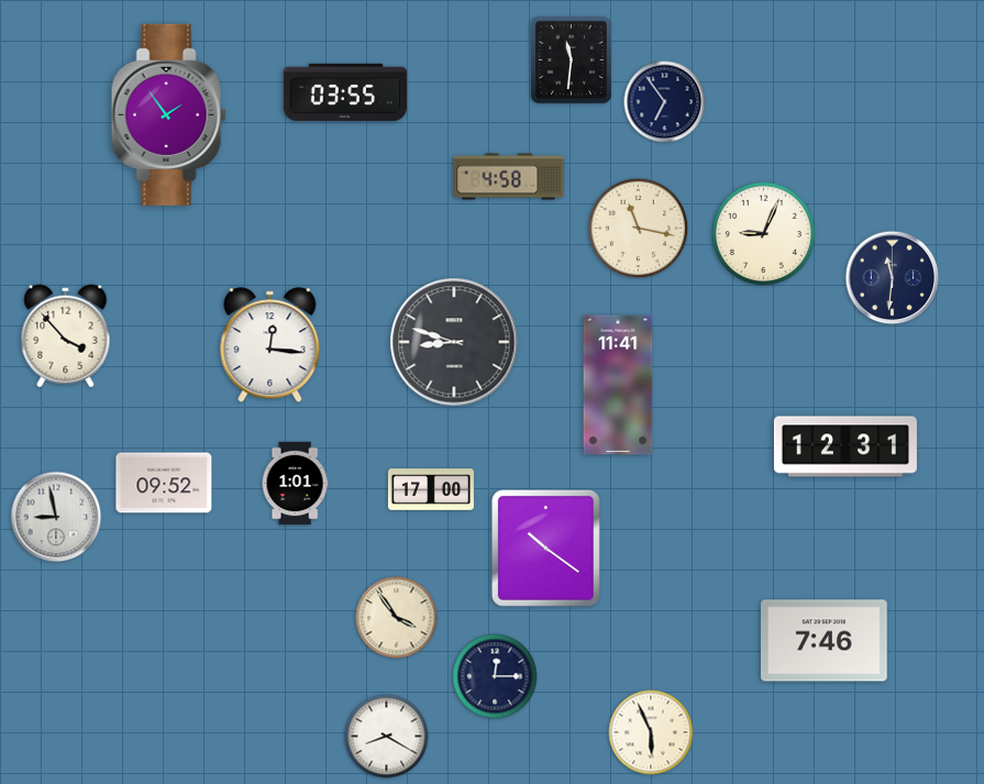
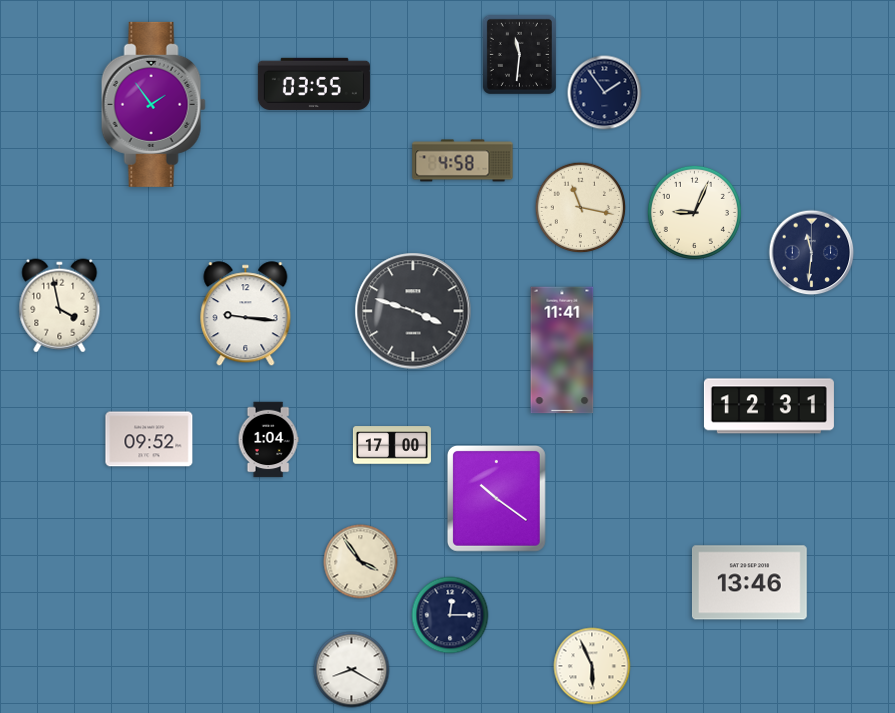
clock at (665, 102): 6:54 -> 1:54
clock at (66, 336): 3:53 -> 3:58
clock at (454, 342): 8:48 -> 3:48
clock at (270, 345): 12:16 -> 9:16
clock at (295, 484): 1:01 -> 1:04
clock at (56, 517): 8:58 -> none
clock at (823, 641): 7:46 -> 13:46
